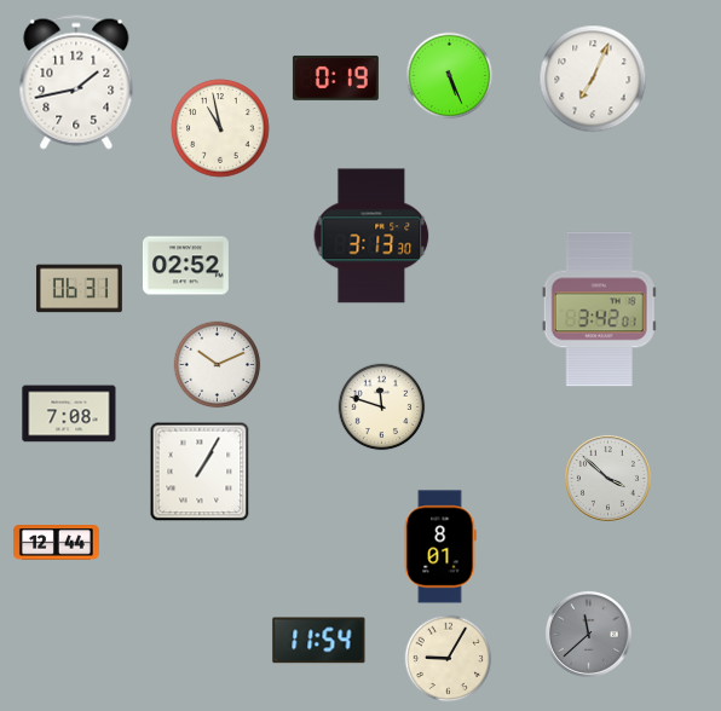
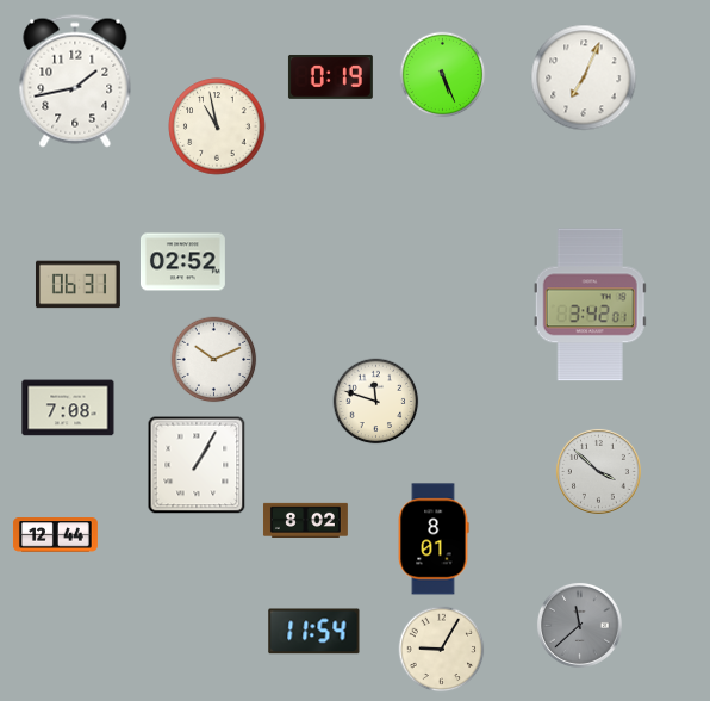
clock at (371, 236): 3:13 -> none
clock at (305, 520): none -> 8:02
